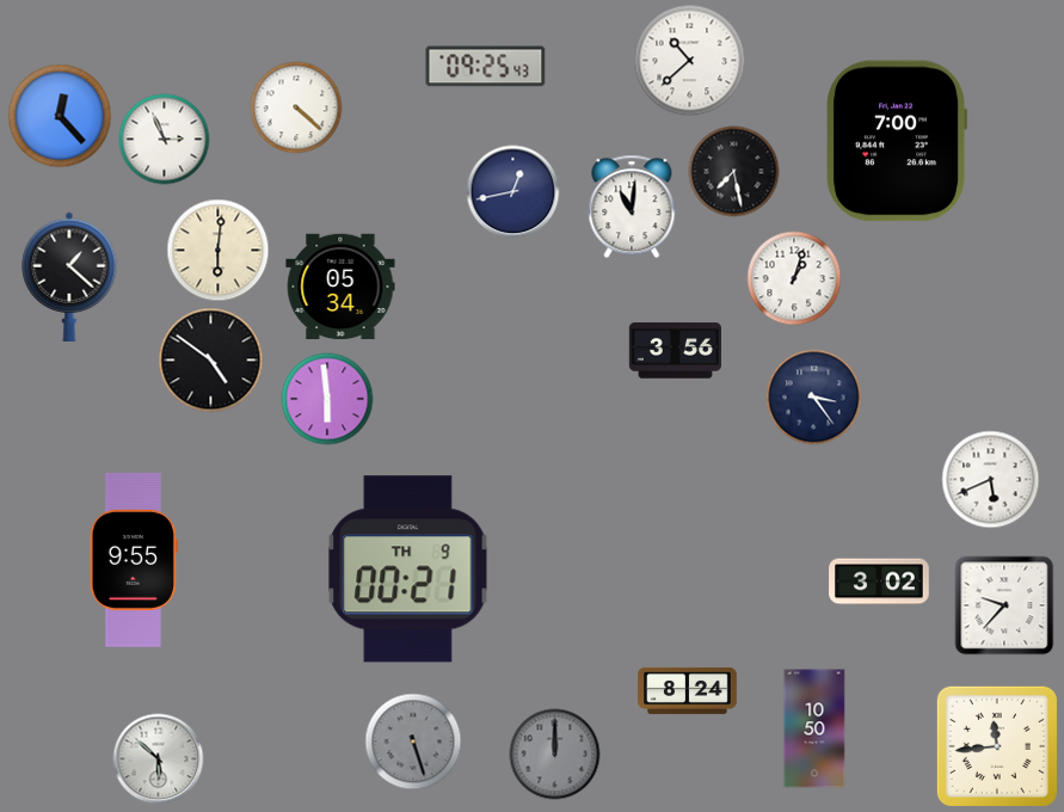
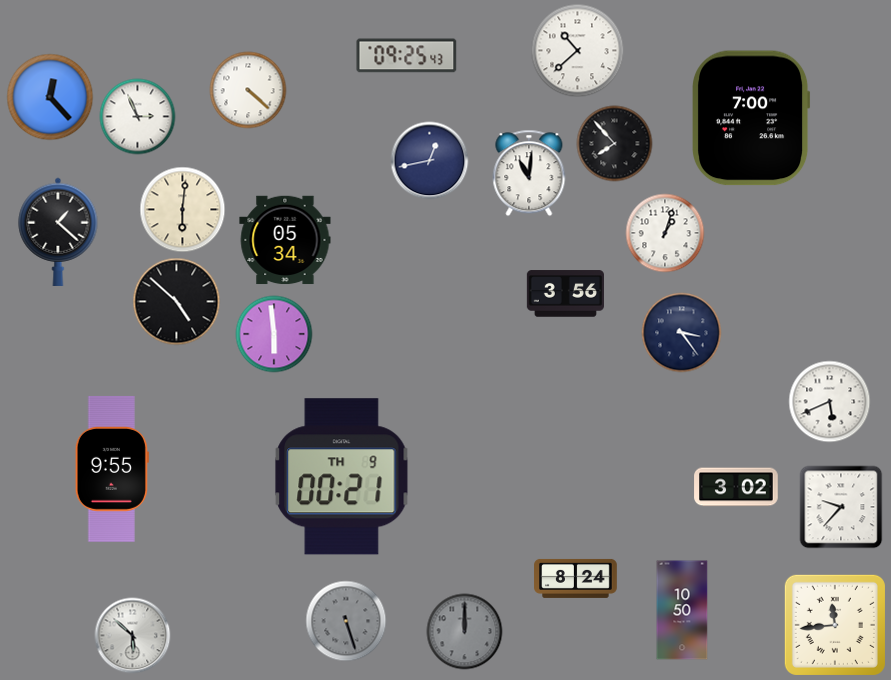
clock at (734, 172): 7:28 -> 7:53
clock at (211, 361): 4:51 -> 4:52
